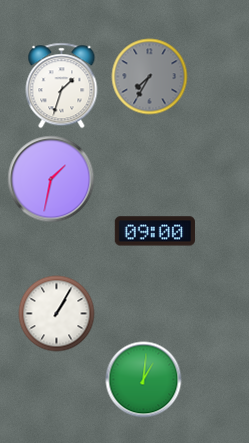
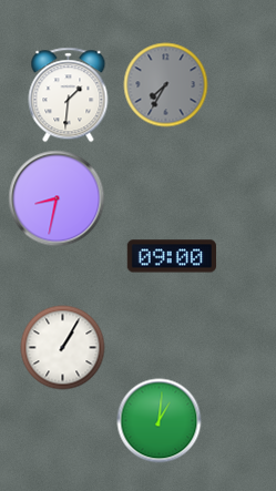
clock at (62, 86): 1:33 -> 1:31
clock at (51, 179): 1:32 -> 8:32
